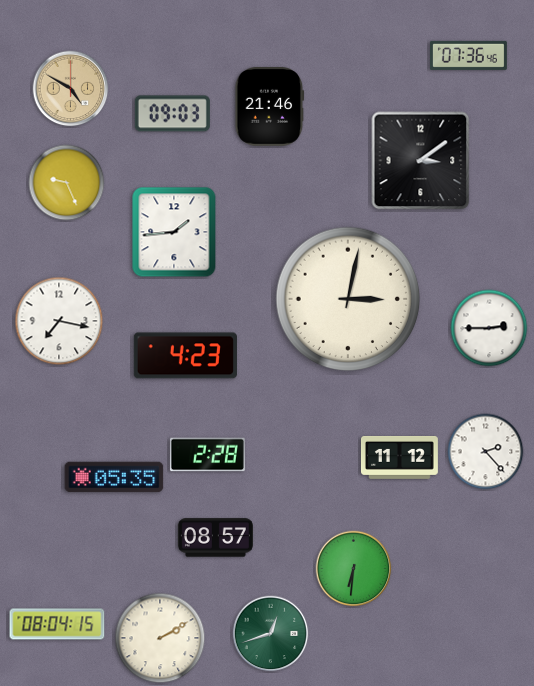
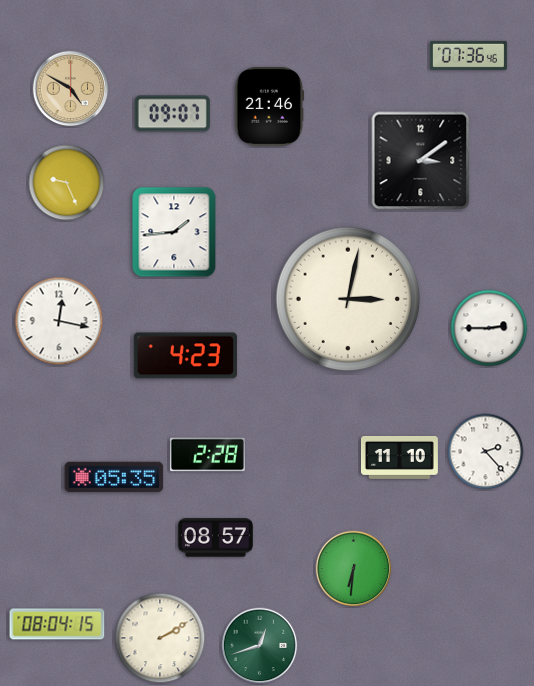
clock at (172, 114): 09:03 -> 09:07
clock at (59, 321): 7:17 -> 12:17
clock at (399, 457): 11:12 -> 11:10
clock at (271, 634) position: (271, 634) -> (260, 646)
